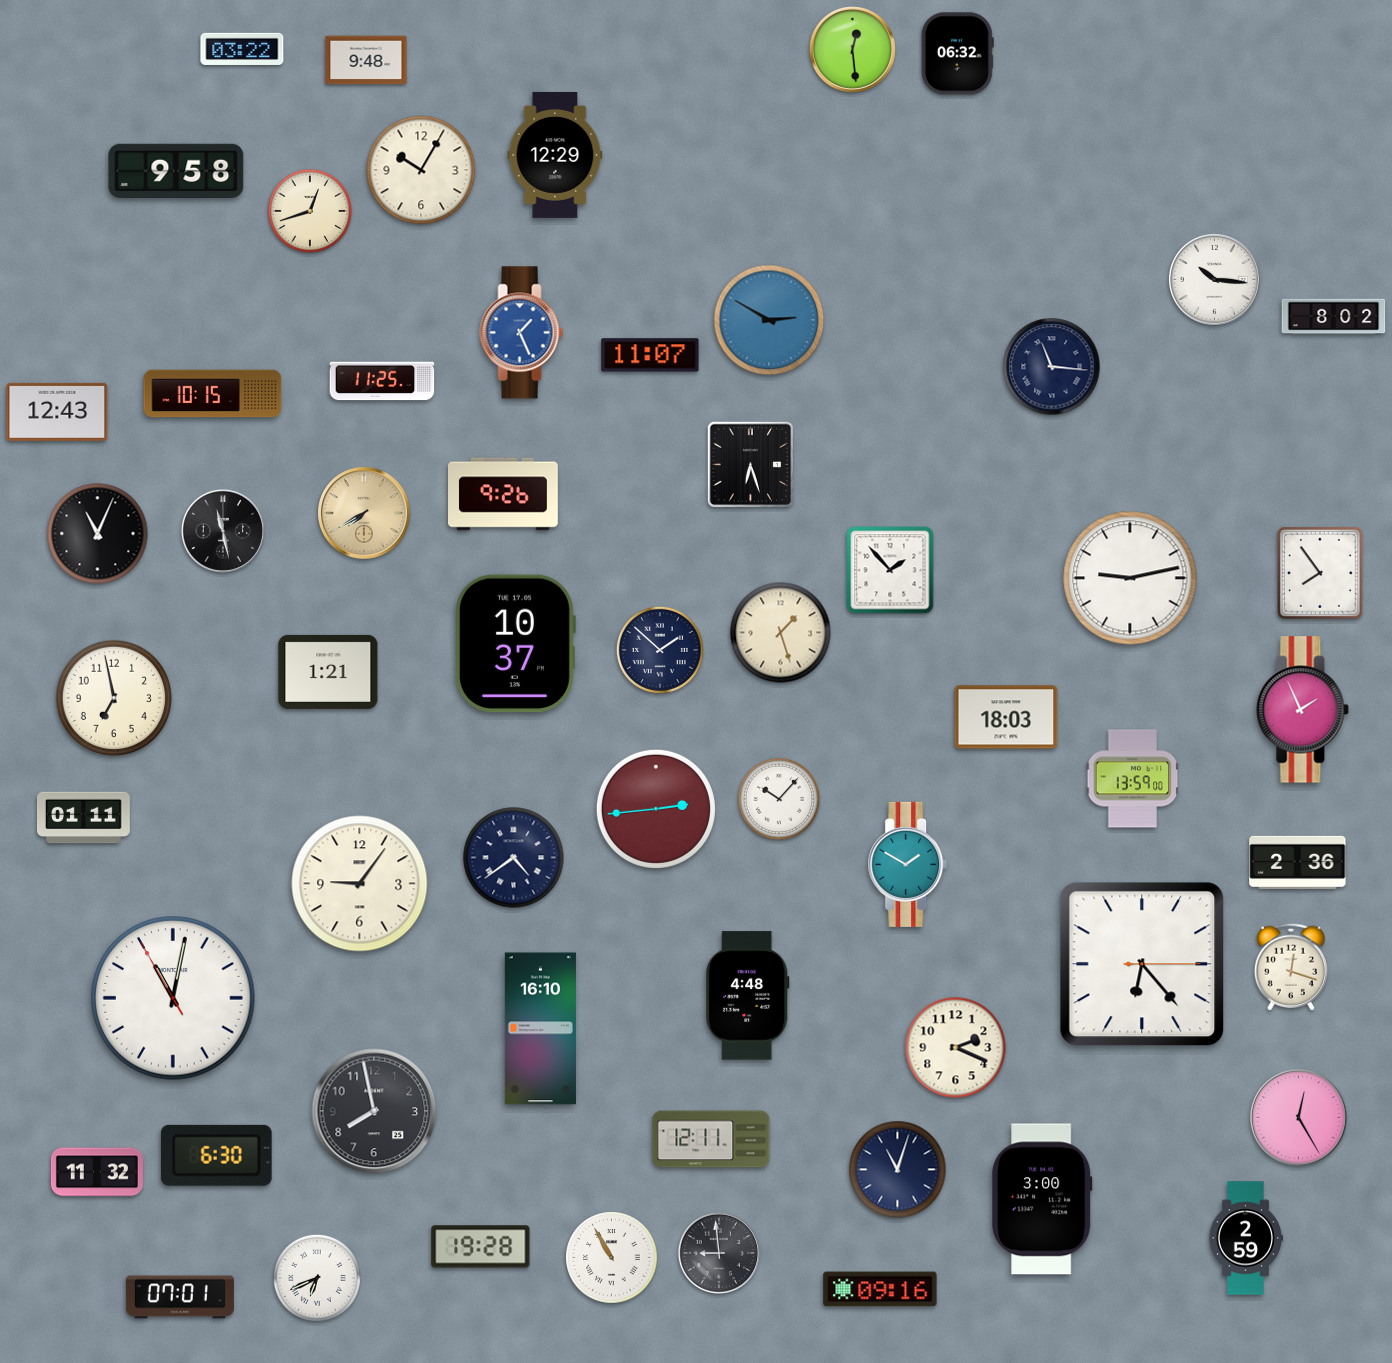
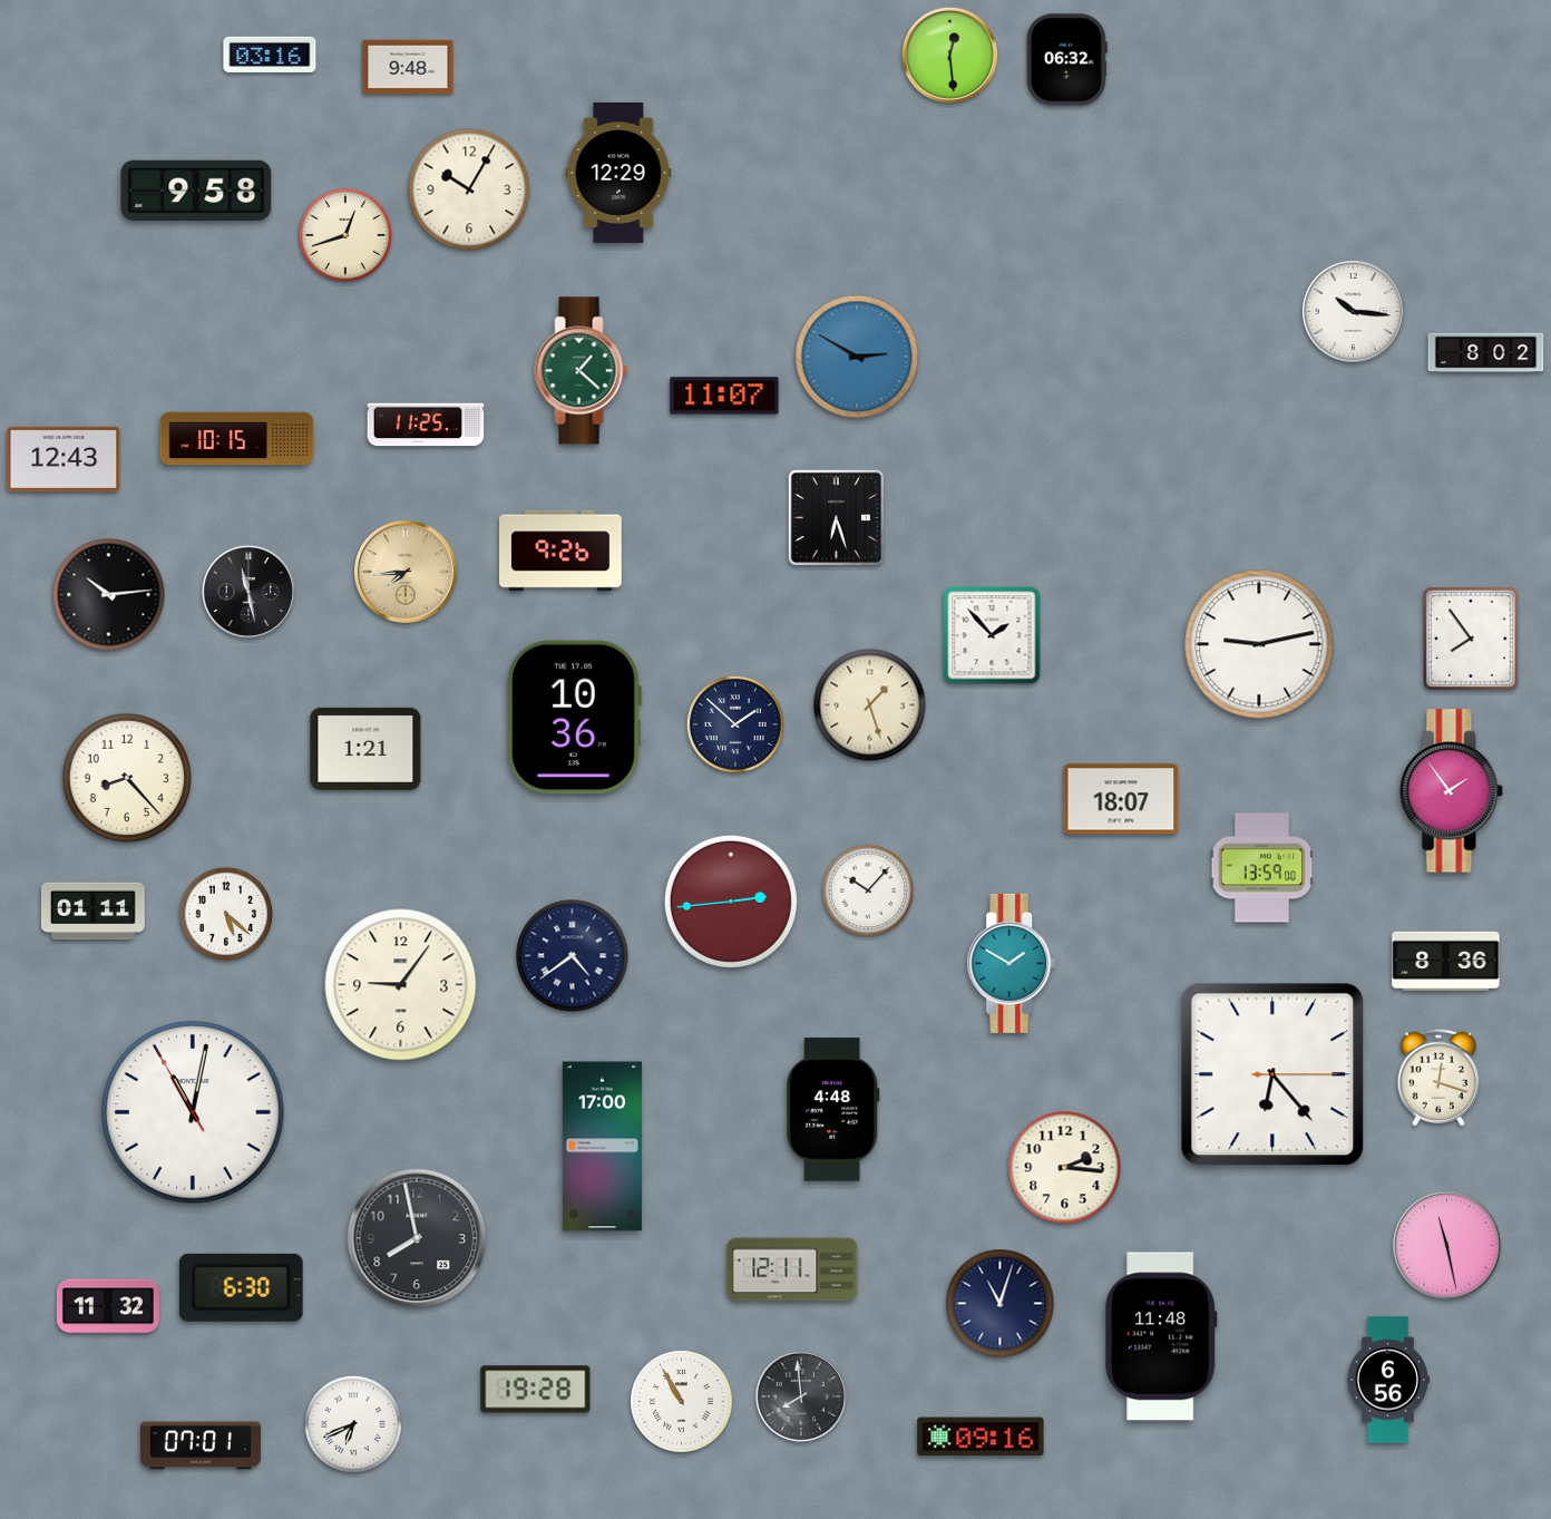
clock at (242, 49): 03:22 -> 03:16
clock at (522, 333): 1:26 -> 1:22
clock at (522, 333) dial: blue -> green
clock at (1052, 367): 11:16 -> none
clock at (364, 513): 7:40 -> 7:44
clock at (98, 534): 11:04 -> 10:14
clock at (515, 644): 10:37 -> 10:36
clock at (114, 698): 6:58 -> 8:23
clock at (1303, 710): 1:56 -> 1:54
clock at (1006, 717): 18:03 -> 18:07
clock at (225, 913): none -> 5:22
clock at (1298, 862): 2:36 -> 8:36
clock at (540, 1029): 16:10 -> 17:00
clock at (956, 1048): 2:19 -> 2:16
clock at (1299, 1118): 12:25 -> 11:28
clock at (1042, 1199): 3:00 -> 11:48
clock at (1245, 1238): 2:59 -> 6:56
clock at (719, 1253): 8:59 -> 7:59
